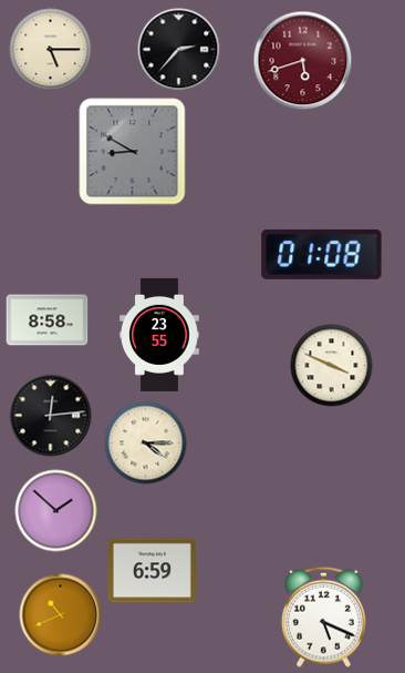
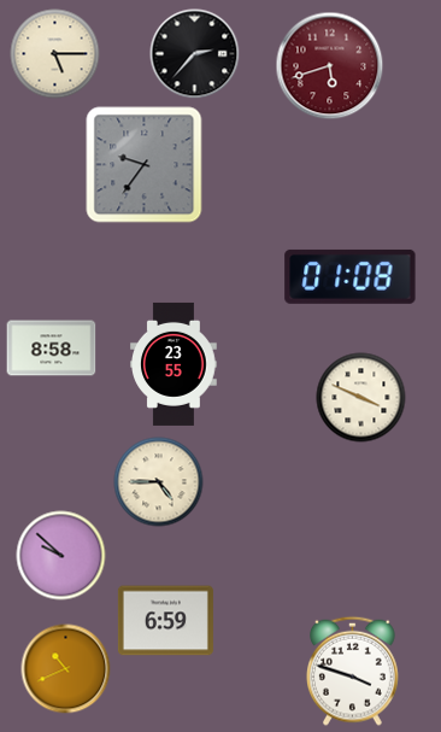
clock at (133, 152): 8:50 -> 9:36
clock at (51, 416): 12:14 -> none
clock at (146, 443): 4:15 -> 4:45
clock at (56, 511): 1:52 -> 9:52
clock at (324, 616): 5:19 -> 3:48
